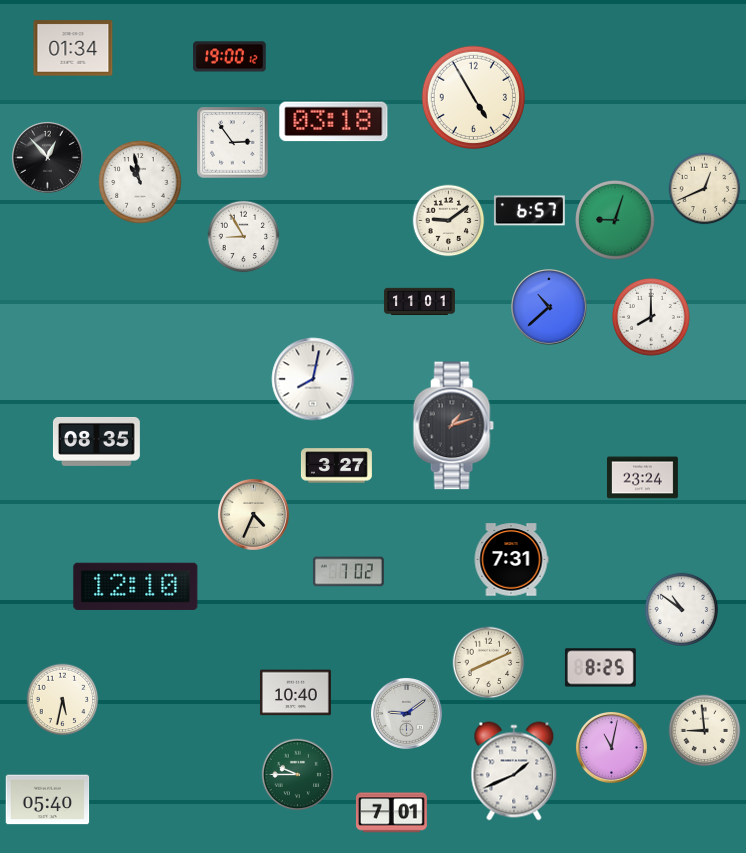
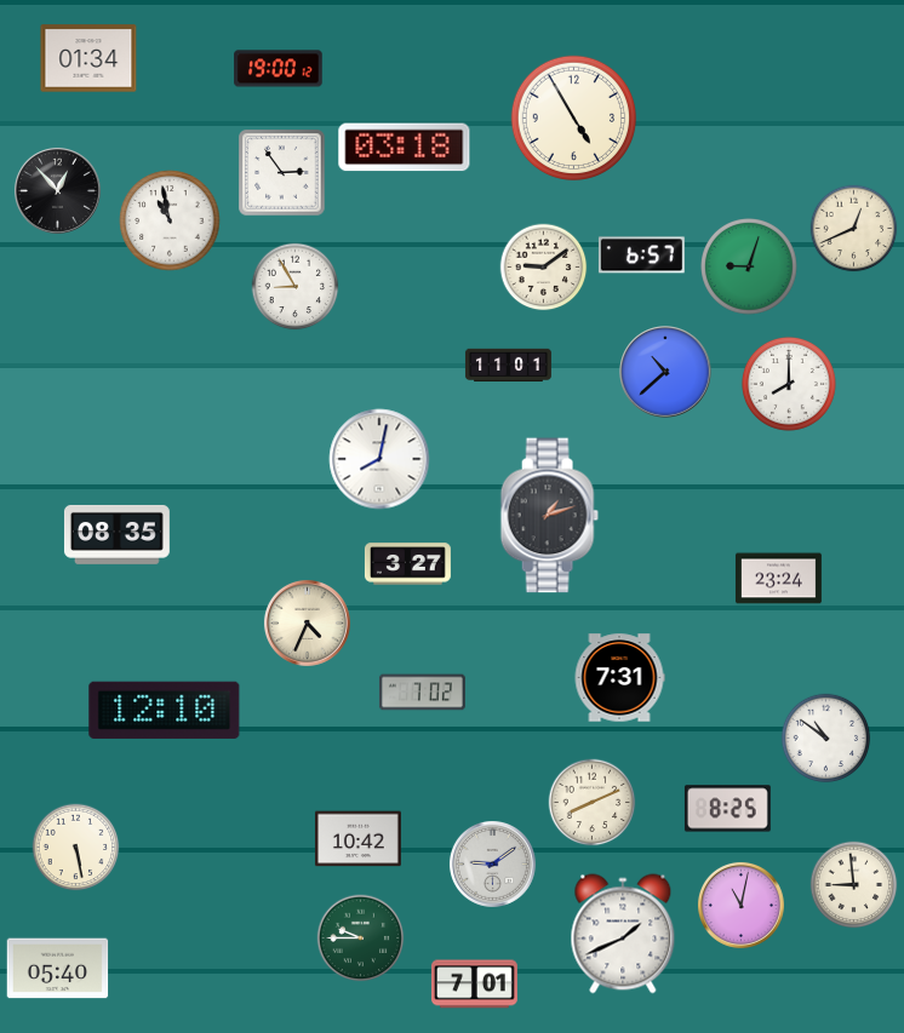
clock at (616, 221) position: (616, 221) -> (750, 268)
clock at (295, 693): 10:40 -> 10:42
clock at (63, 700): 5:32 -> 5:28
